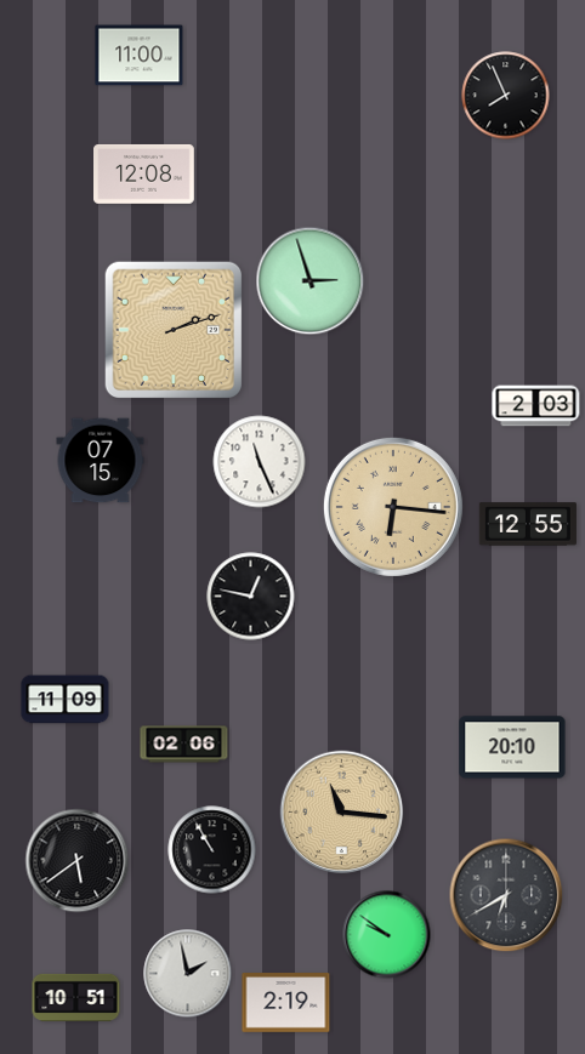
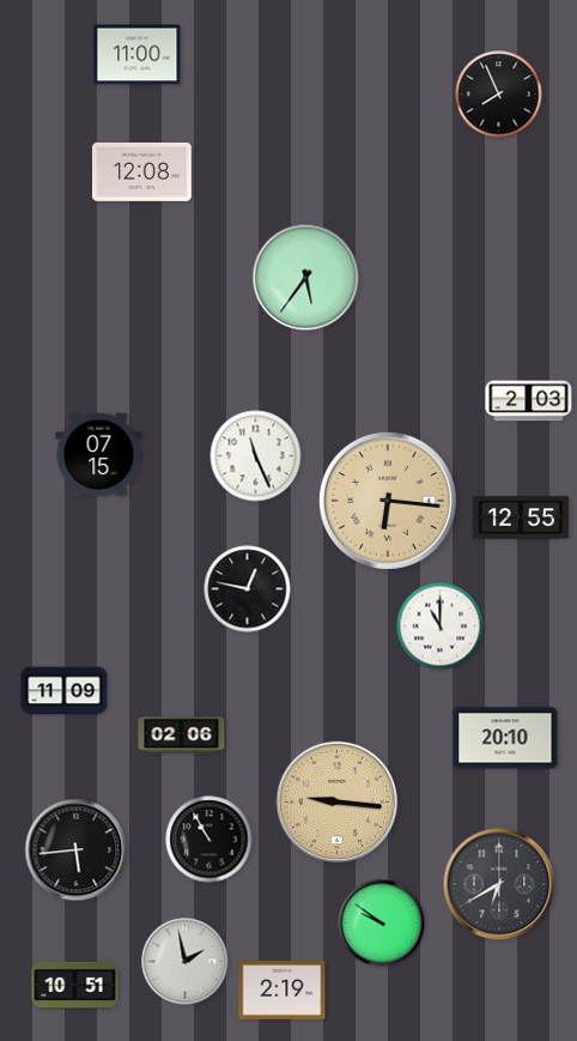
clock at (311, 281): 2:57 -> 5:36
clock at (172, 329): 2:12 -> none
clock at (441, 627): none -> 11:00
clock at (342, 813): 11:16 -> 9:16
clock at (78, 861): 5:39 -> 5:44
